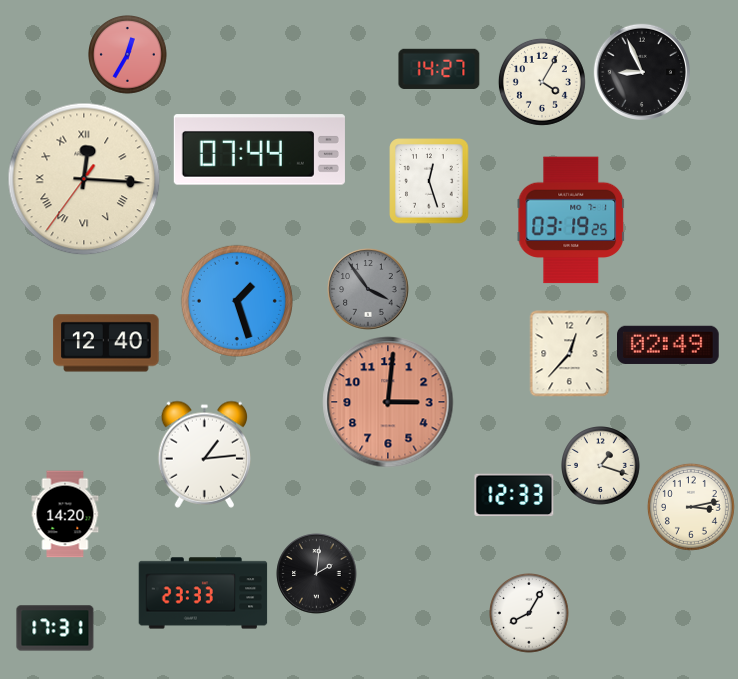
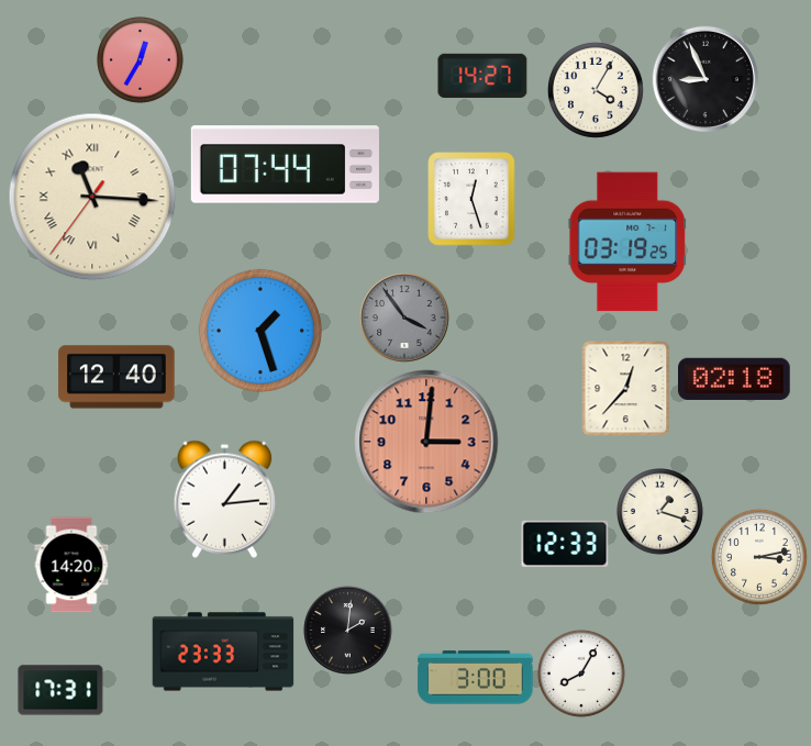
clock at (84, 179): 12:15 -> 11:15
clock at (669, 345): 02:49 -> 02:18
clock at (476, 678): none -> 3:00
